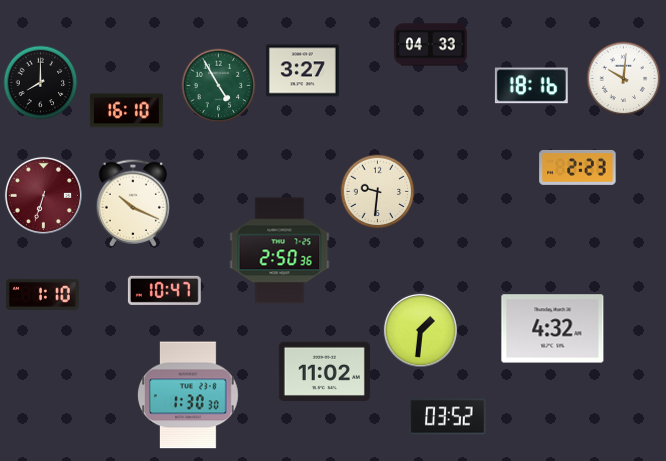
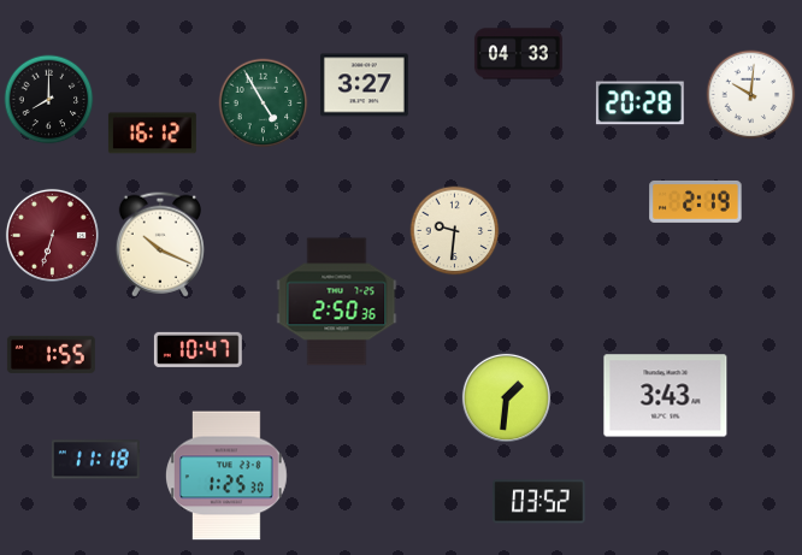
clock at (531, 86): 18:16 -> 20:28
clock at (126, 111): 16:10 -> 16:12
clock at (578, 167): 2:23 -> 2:19
clock at (42, 294): 1:10 -> 1:55
clock at (553, 329): 4:32 -> 3:43
clock at (324, 371): 11:02 -> none
clock at (95, 460): none -> 11:18
clock at (189, 395): 1:30 -> 1:25
